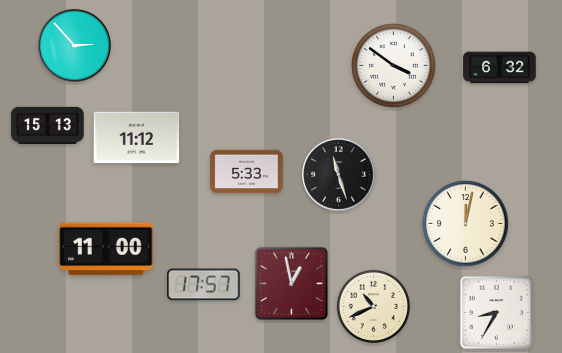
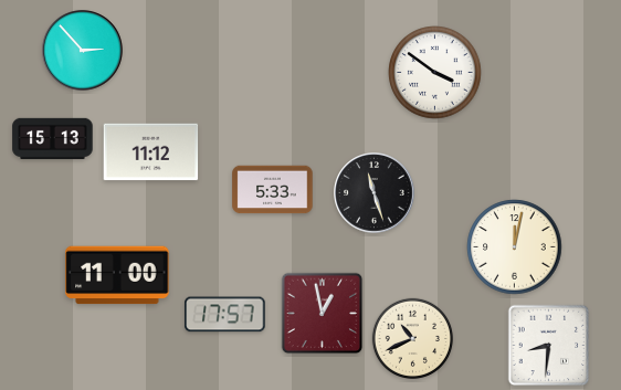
clock at (500, 68): 6:32 -> none
clock at (497, 313): 8:35 -> 8:31
